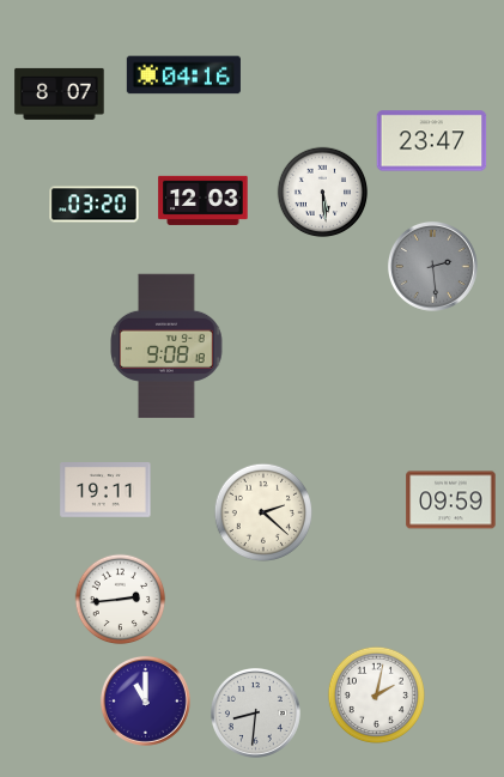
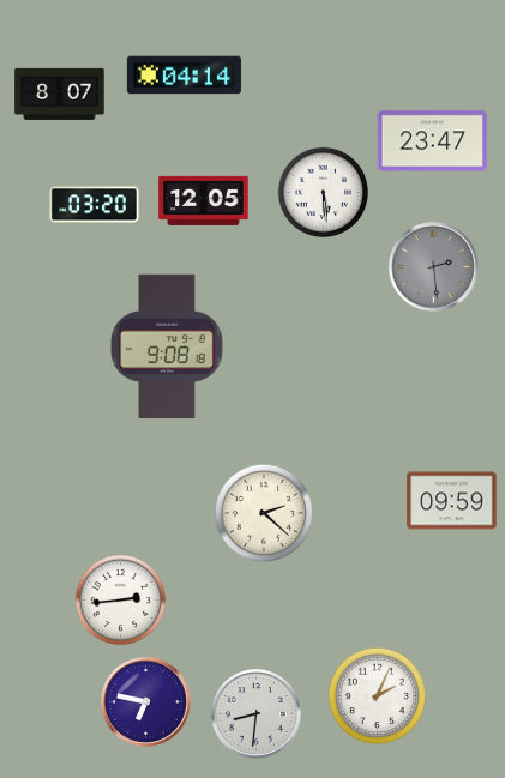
clock at (183, 75): 04:16 -> 04:14
clock at (204, 200): 12:03 -> 12:05
clock at (105, 491): 19:11 -> none
clock at (376, 694): 2:02 -> 2:04
clock at (145, 700): 11:00 -> 6:47
